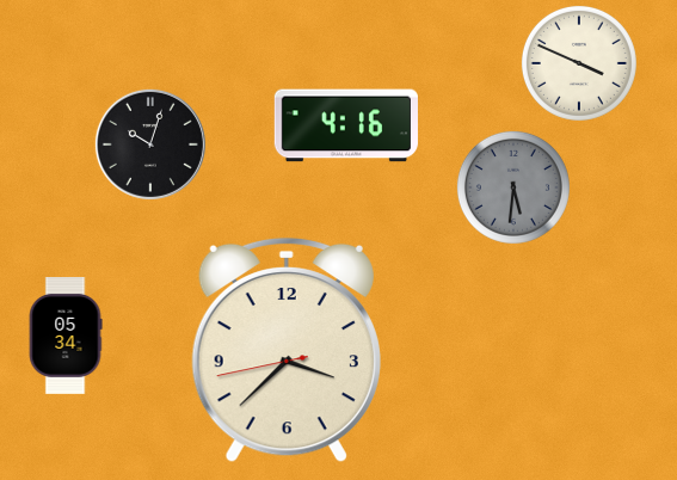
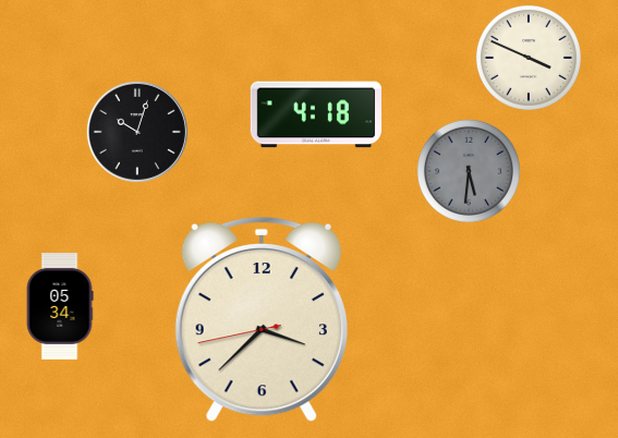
clock at (346, 125): 4:16 -> 4:18
